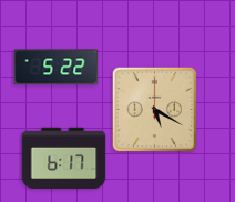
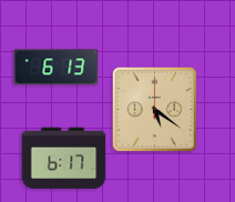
clock at (57, 68): 5:22 -> 6:13
clock at (154, 109): 5:20 -> 5:21
